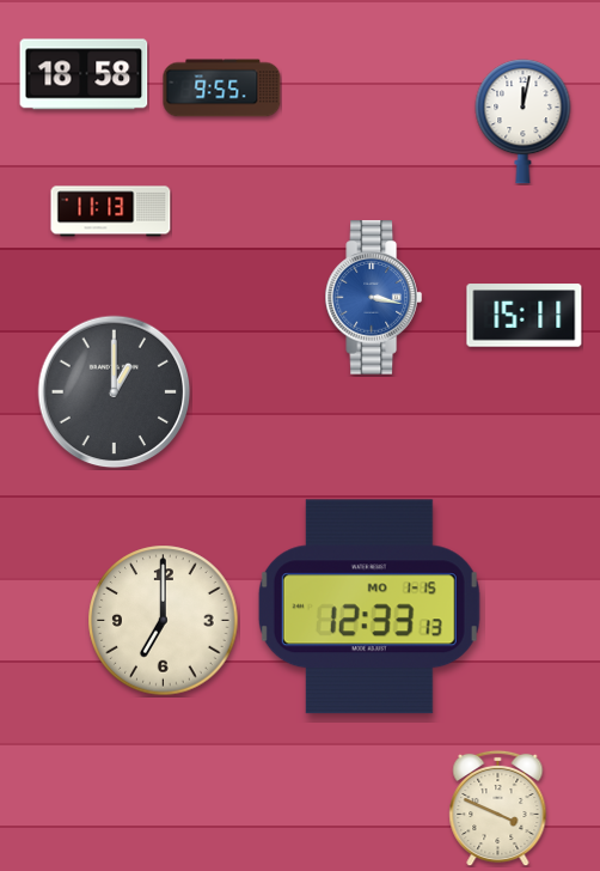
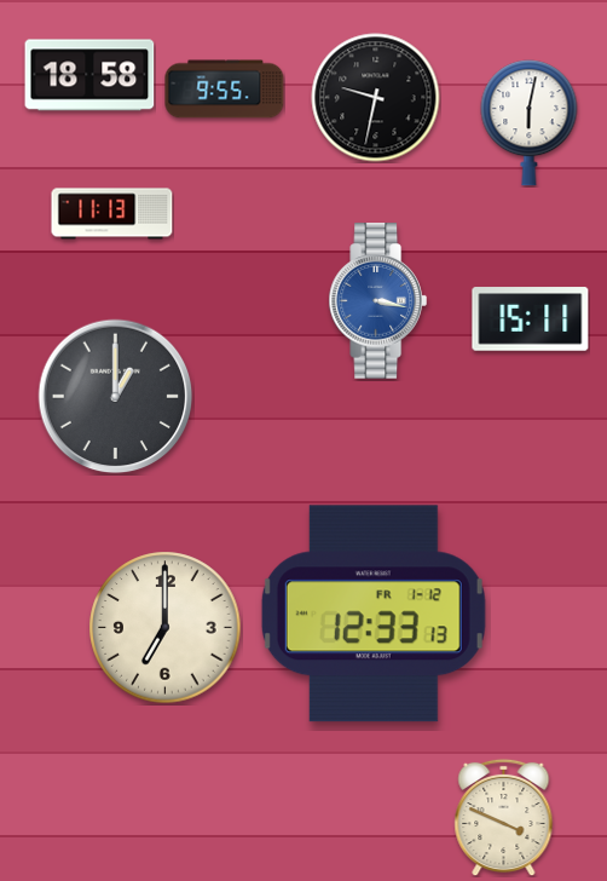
clock at (84, 74) position: (84, 74) -> (89, 75)
clock at (376, 98): none -> 9:32
clock at (524, 122): 12:02 -> 6:02
clock at (369, 607) date: MO 1-15 -> FR 1-12
